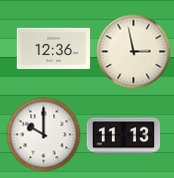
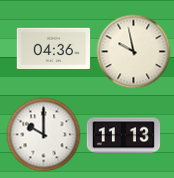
clock at (54, 49): 12:36 -> 04:36
clock at (134, 52): 2:58 -> 9:58
